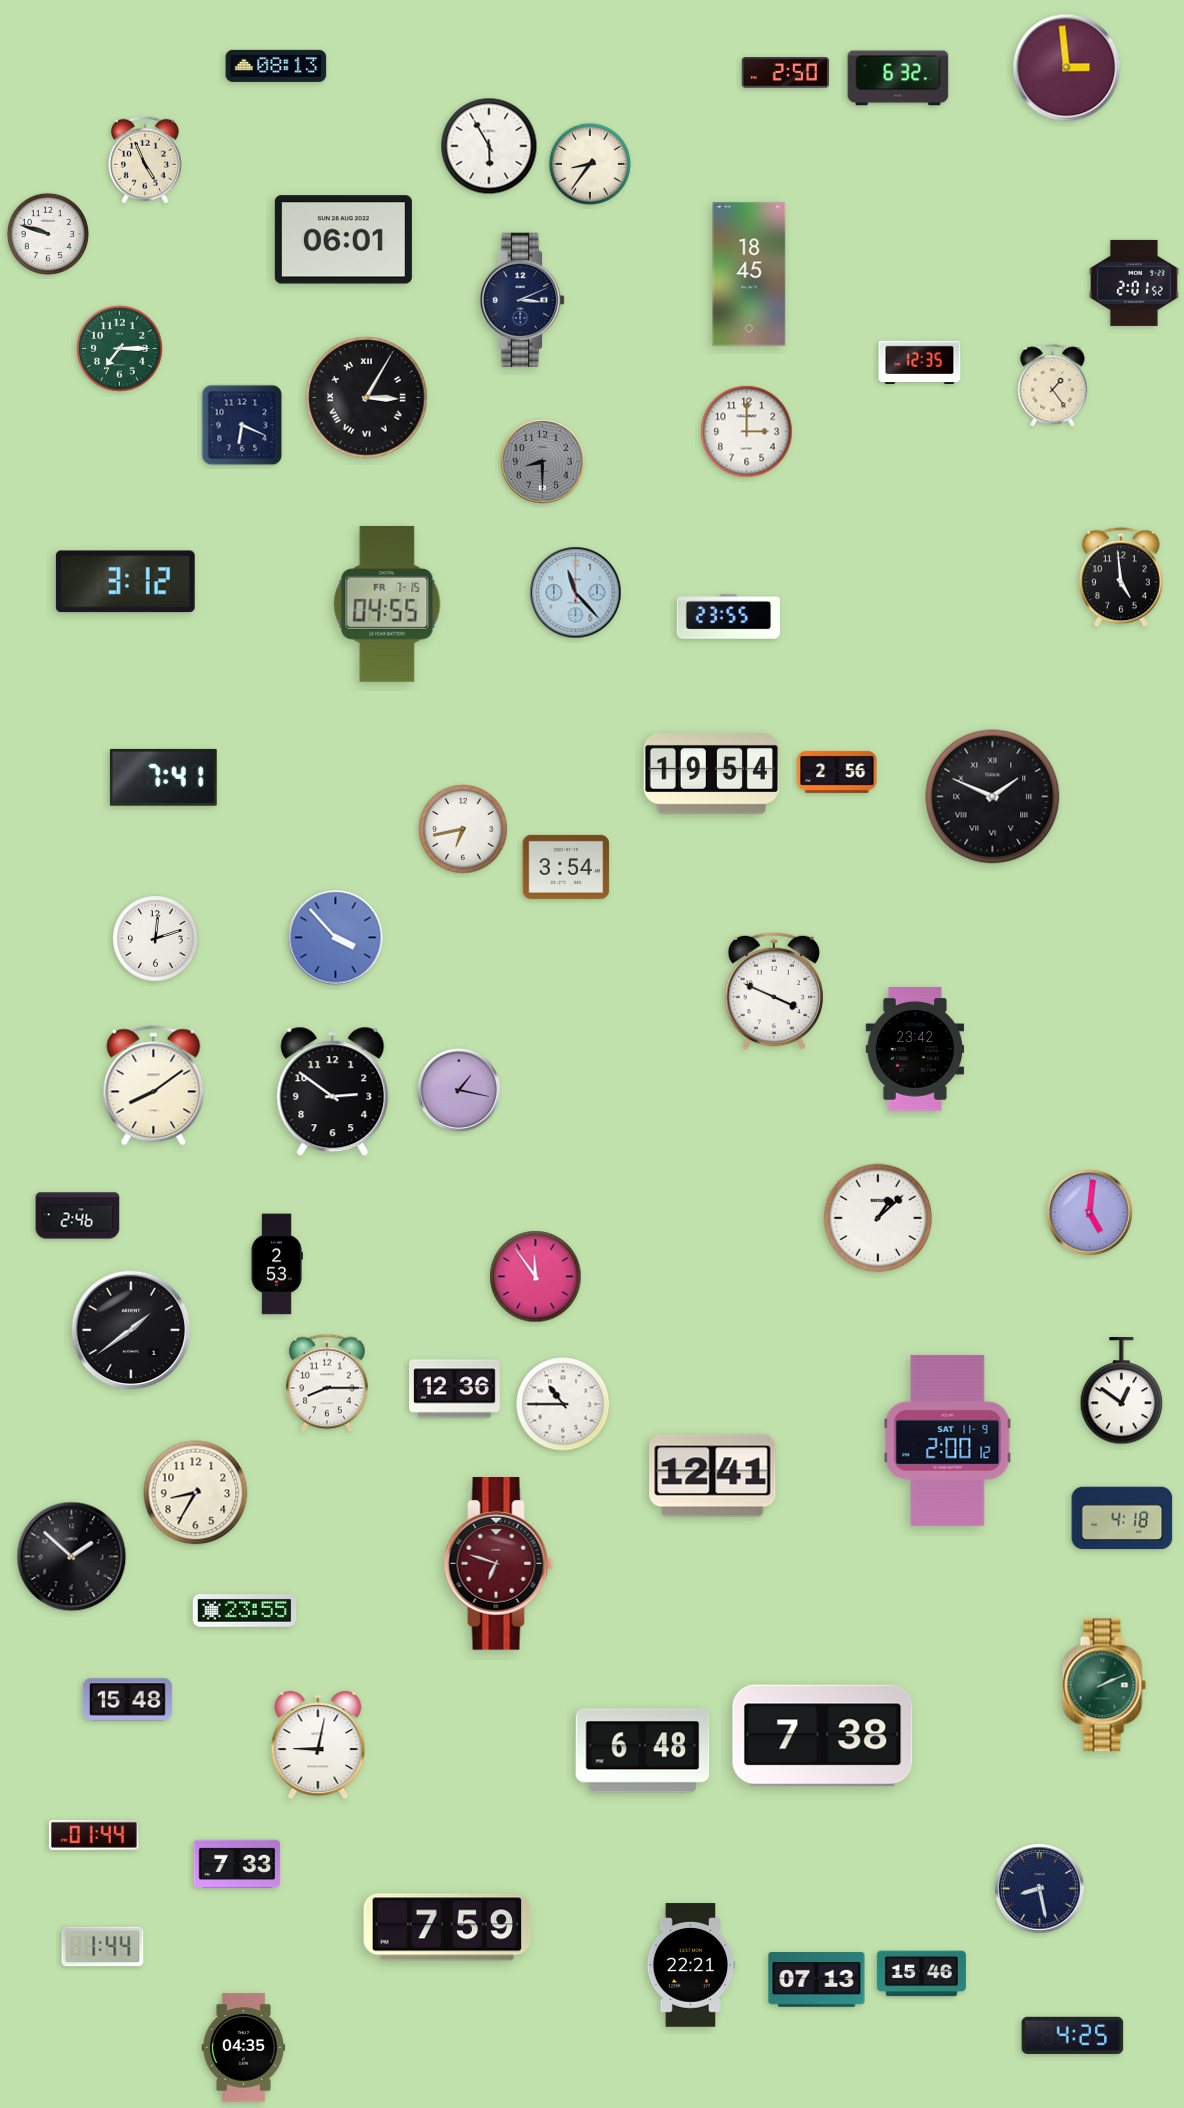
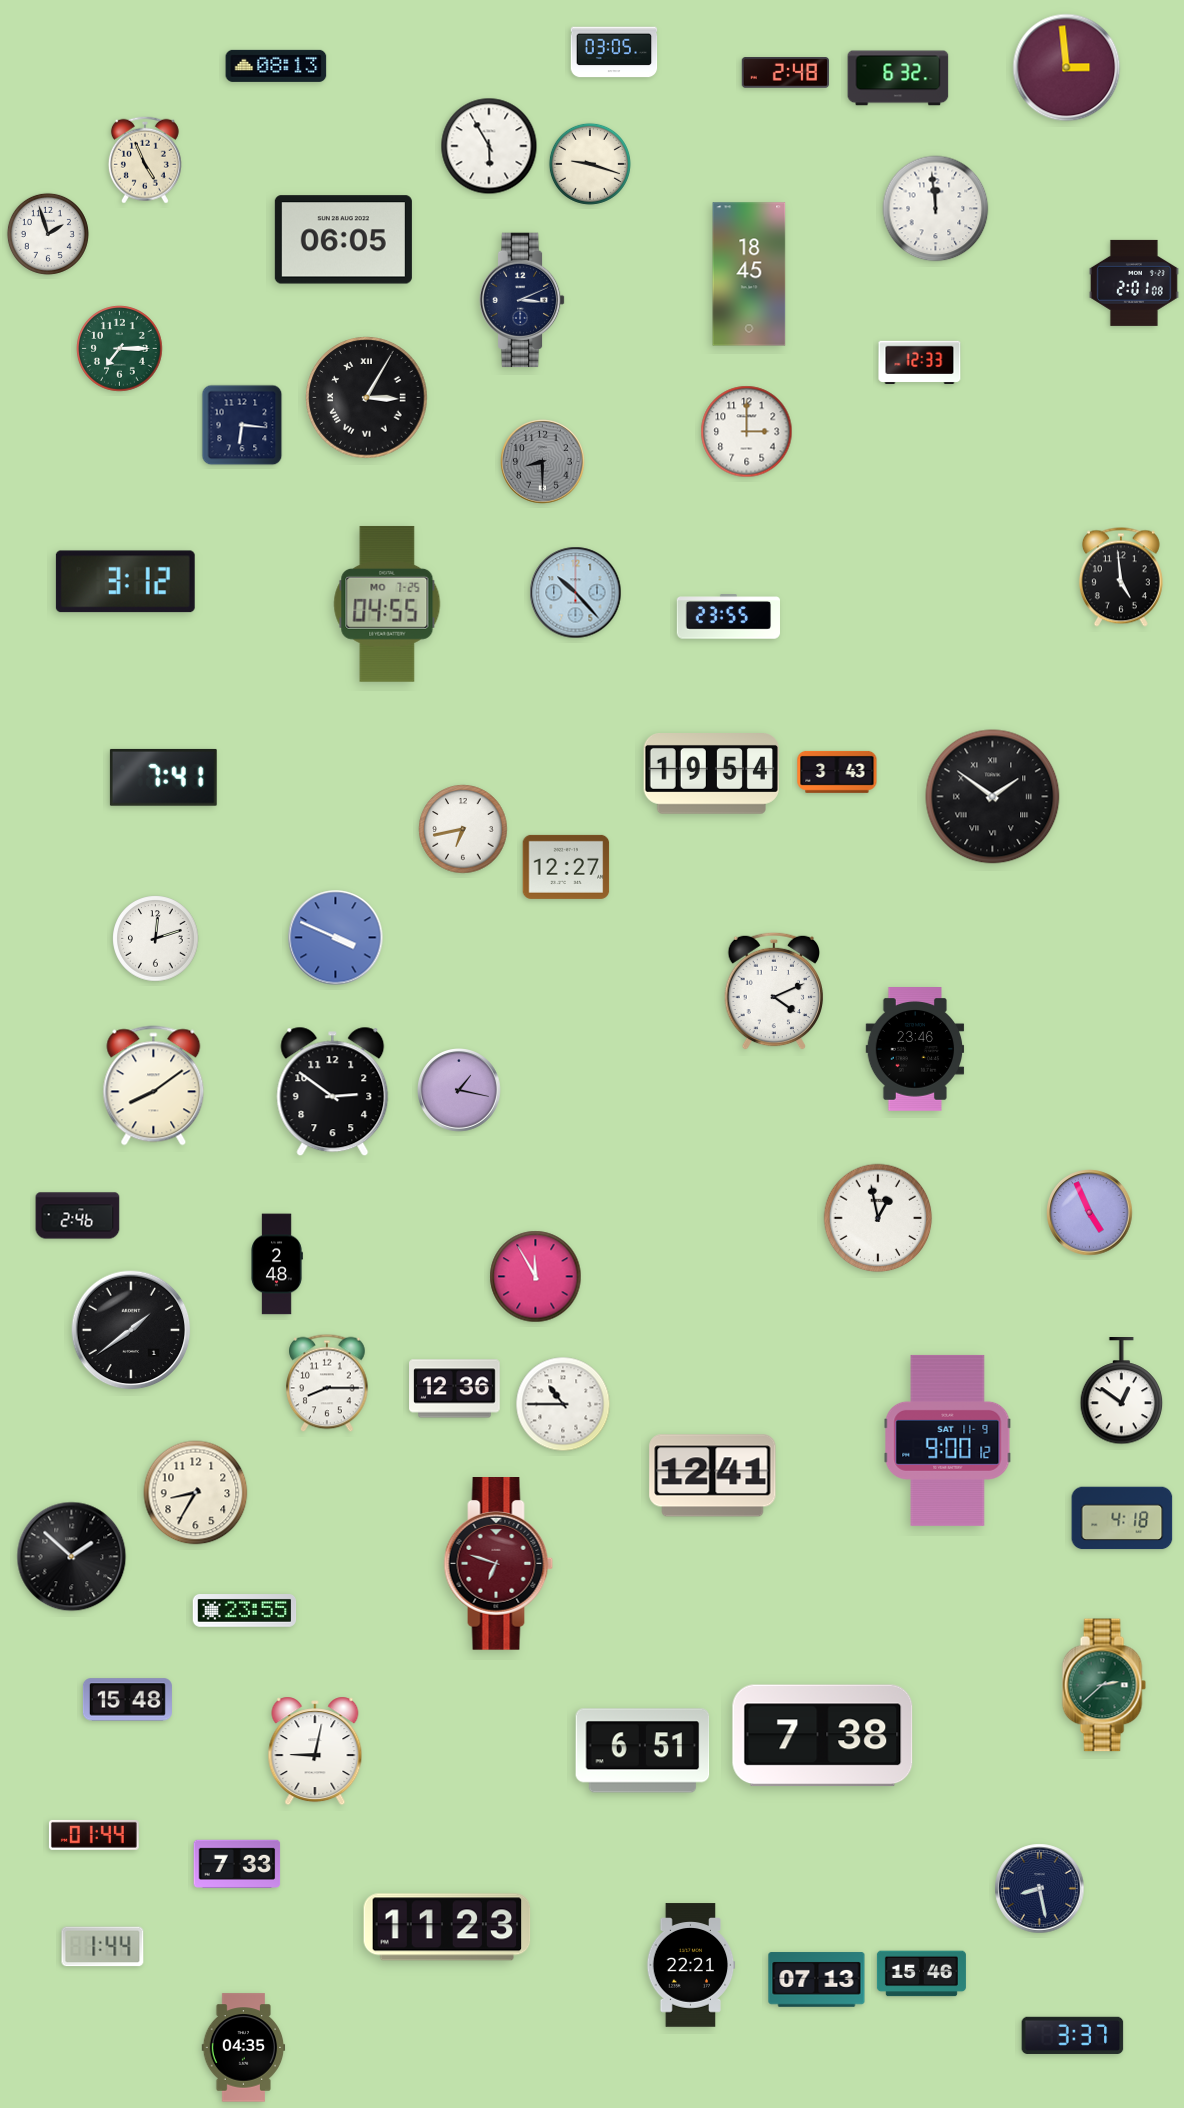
clock at (614, 52): none -> 03:05
clock at (785, 73): 2:50 -> 2:48
clock at (590, 164): 8:36 -> 9:18
clock at (936, 209): none -> 11:59
clock at (48, 234): 9:48 -> 1:57
clock at (343, 240): 06:01 -> 06:05
clock at (1134, 283): 2:01:52 -> 2:01:08
clock at (920, 362): 12:35 -> 12:33
clock at (1053, 386): 1:24 -> none
clock at (242, 425): 6:19 -> 6:16
clock at (576, 593): 11:23 -> 10:23
clock at (387, 604) date: FR 7-15 -> MO 7-25
clock at (837, 772): 2:56 -> 3:43
clock at (993, 797): 1:49 -> 1:51
clock at (566, 867): 3:54 -> 12:27
clock at (336, 938): 3:53 -> 3:49
clock at (774, 991): 3:49 -> 4:11
clock at (915, 1049): 23:42 -> 23:46
clock at (1090, 1213): 5:01 -> 4:56
clock at (878, 1218): 1:08 -> 12:58
clock at (277, 1264): 2:53 -> 2:48
clock at (536, 1277): 11:54 -> 11:55
clock at (948, 1440): 2:00 -> 9:00
clock at (1104, 1685): 2:11 -> 2:38
clock at (318, 1745) position: (318, 1745) -> (315, 1751)
clock at (643, 1751): 6:48 -> 6:51
clock at (447, 1927): 7:59 -> 11:23
clock at (1073, 2035): 4:25 -> 3:37
